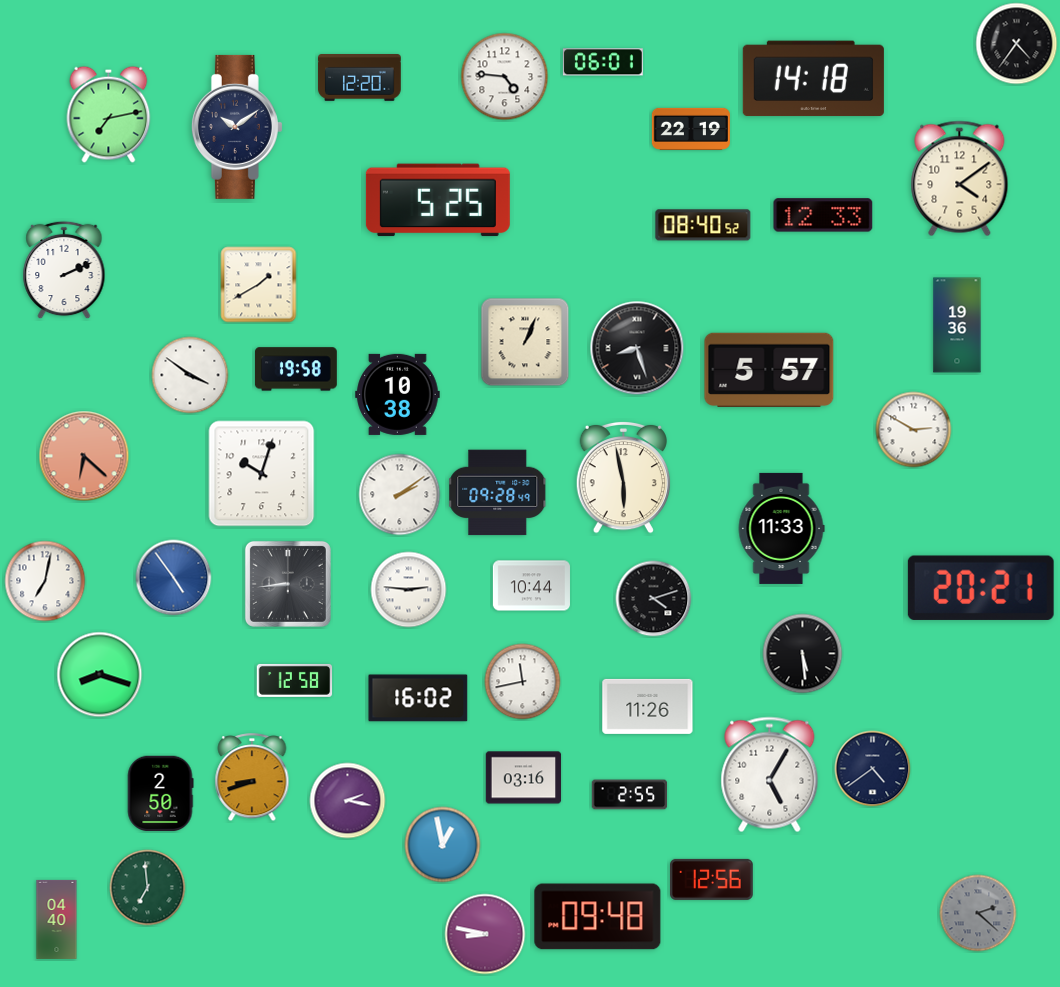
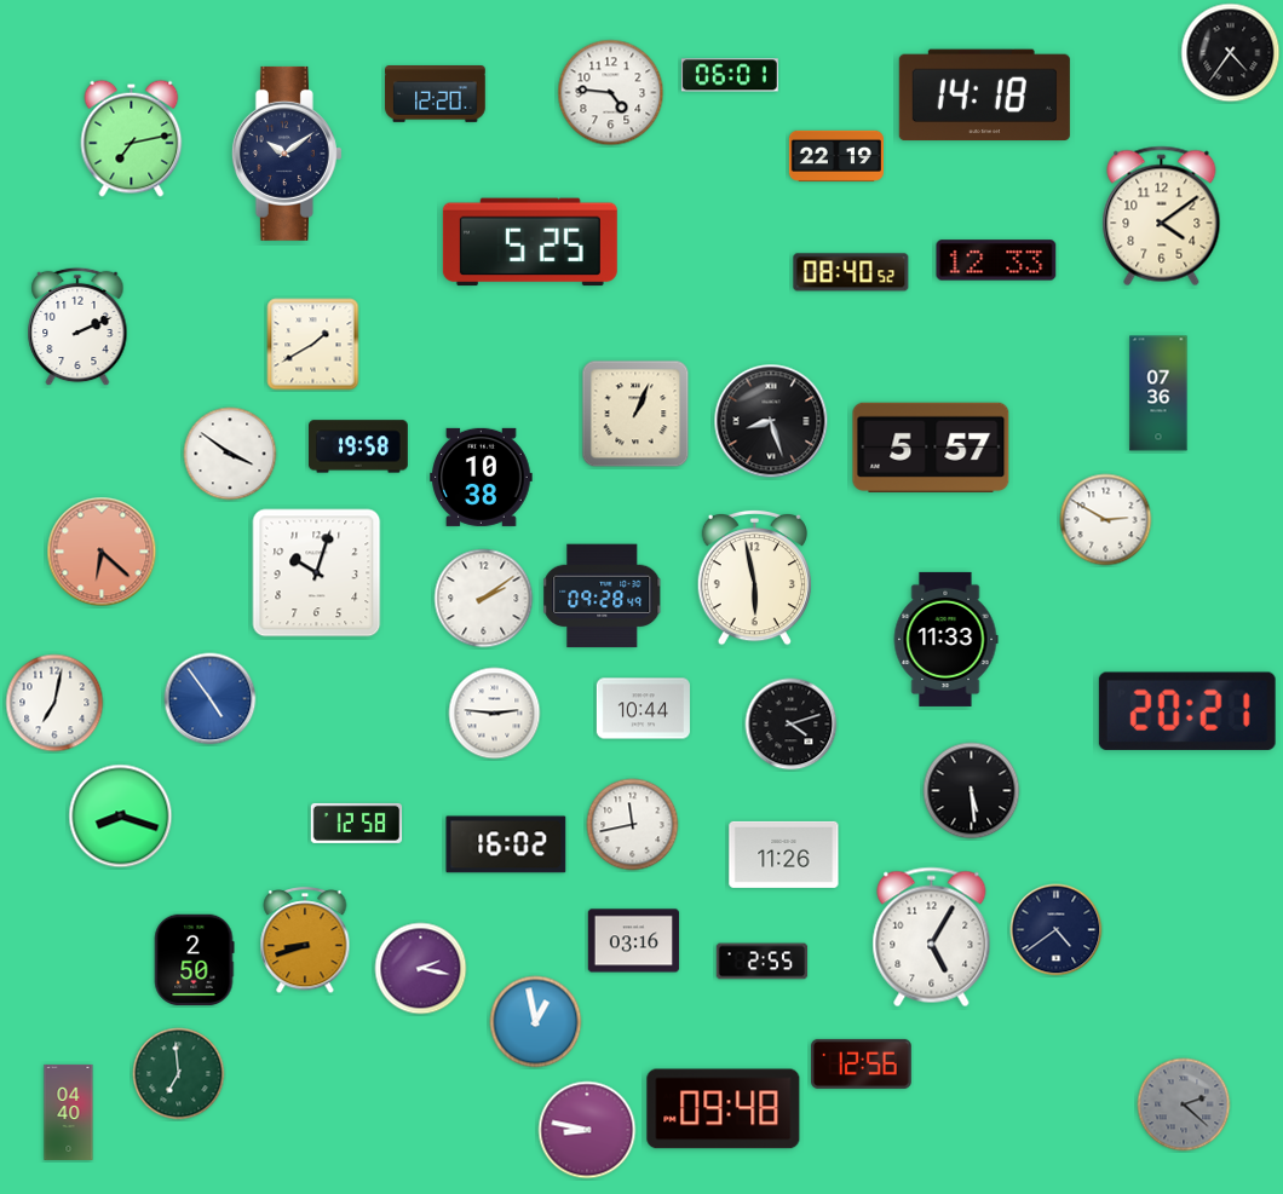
clock at (957, 325): 19:36 -> 07:36
clock at (288, 584): 8:44 -> none
